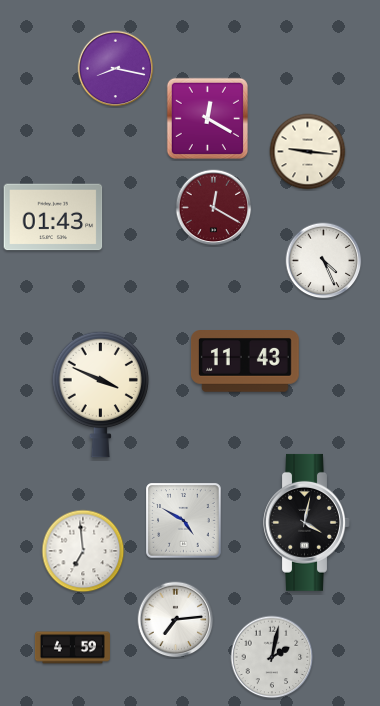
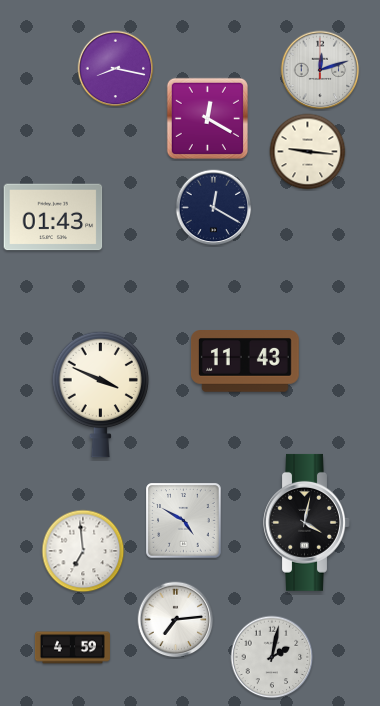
clock at (320, 70): none -> 12:12
clock at (214, 208) dial: burgundy -> navy
clock at (324, 261): 4:26 -> none
